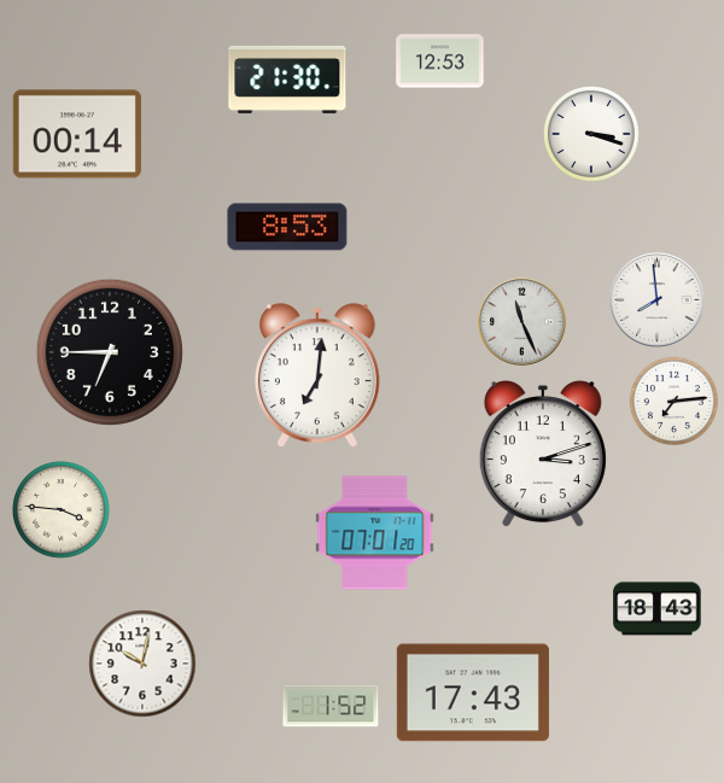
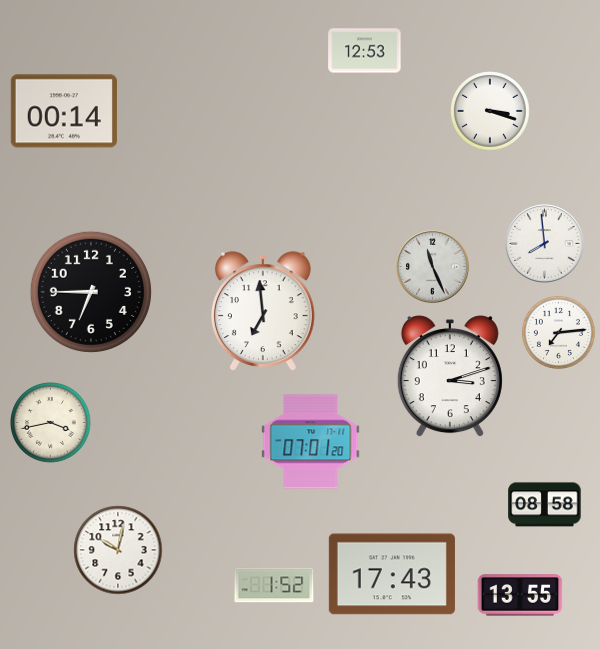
clock at (287, 80): 21:30 -> none
clock at (287, 227): 8:53 -> none
clock at (658, 300) position: (658, 300) -> (545, 244)
clock at (317, 375): 7:01 -> 6:59
clock at (62, 510): 3:46 -> 3:43
clock at (658, 609): 18:43 -> 08:58
clock at (520, 595): none -> 13:55
